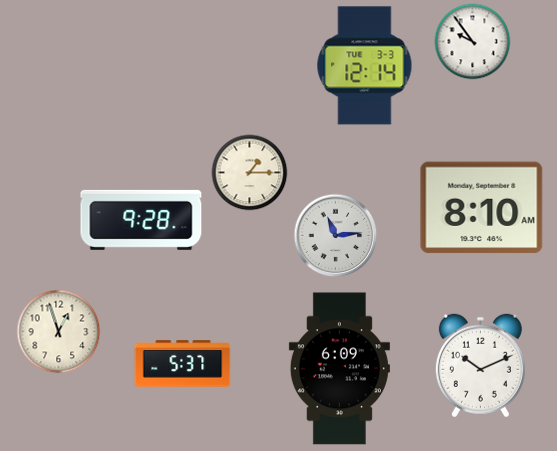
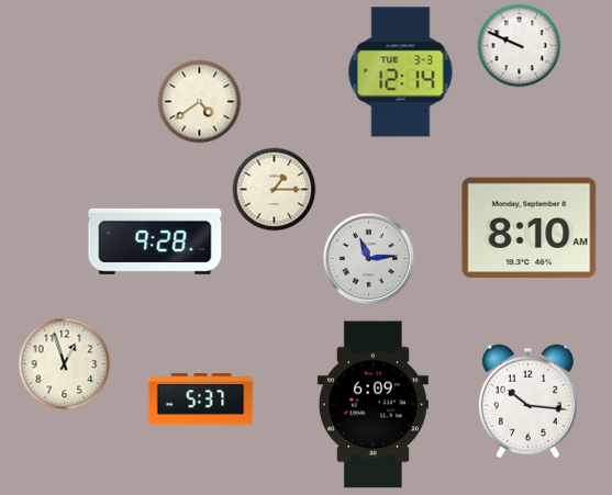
clock at (473, 42): 9:54 -> 9:49
clock at (200, 102): none -> 4:39
clock at (480, 366): 10:11 -> 10:16
